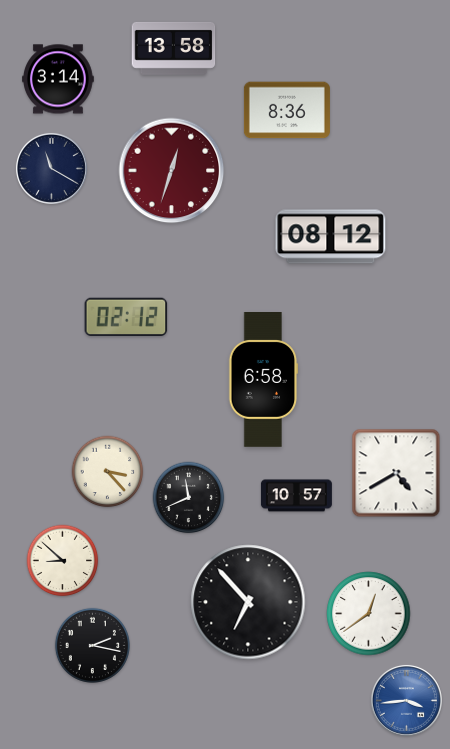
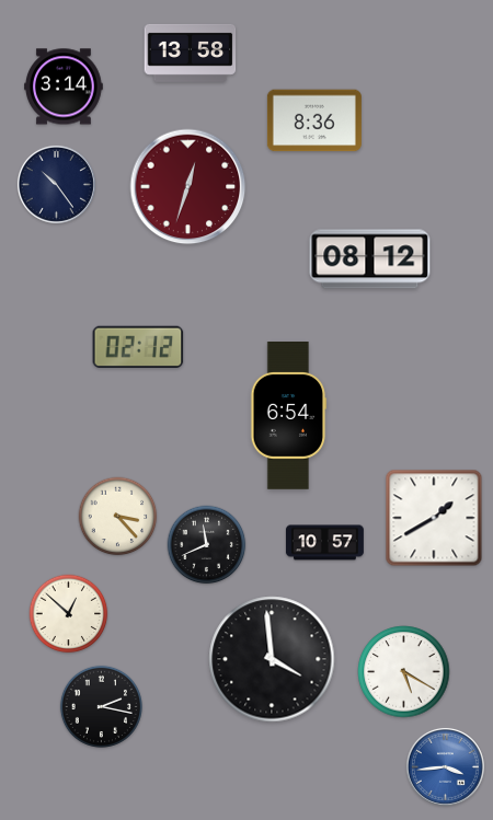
clock at (51, 168): 11:20 -> 10:24
clock at (331, 237) position: (331, 237) -> (370, 259)
clock at (263, 380): 6:58 -> 6:54
clock at (396, 473): 4:40 -> 1:40
clock at (63, 561): 8:52 -> 12:52
clock at (248, 602): 6:53 -> 3:59
clock at (369, 614): 12:39 -> 5:20
